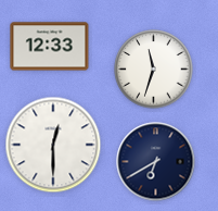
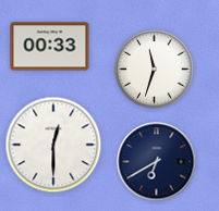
clock at (50, 47): 12:33 -> 00:33
